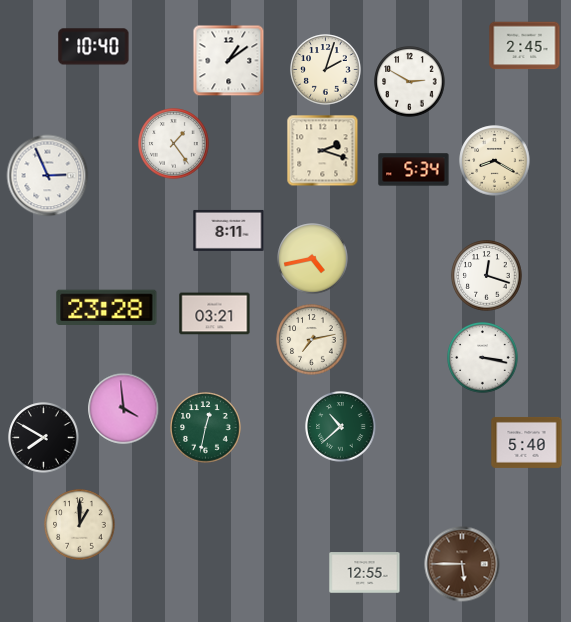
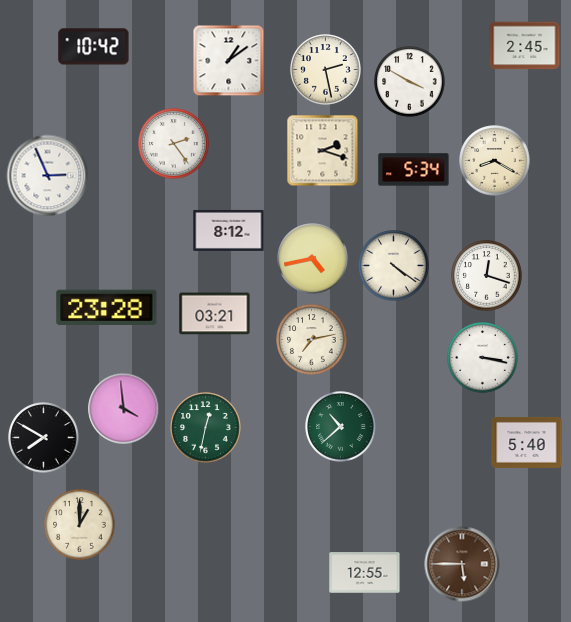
clock at (94, 47): 10:40 -> 10:42
clock at (326, 70): 2:03 -> 2:28
clock at (410, 82): 2:50 -> 3:50
clock at (174, 144): 1:24 -> 2:24
clock at (229, 230): 8:11 -> 8:12
clock at (394, 266): none -> 4:21
